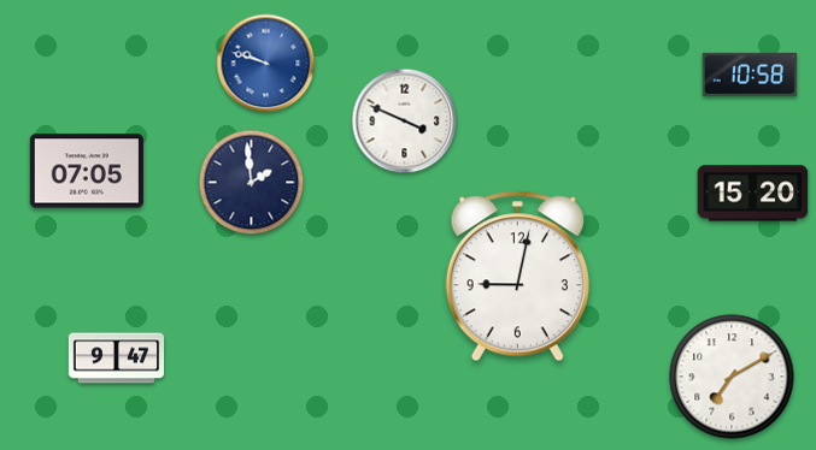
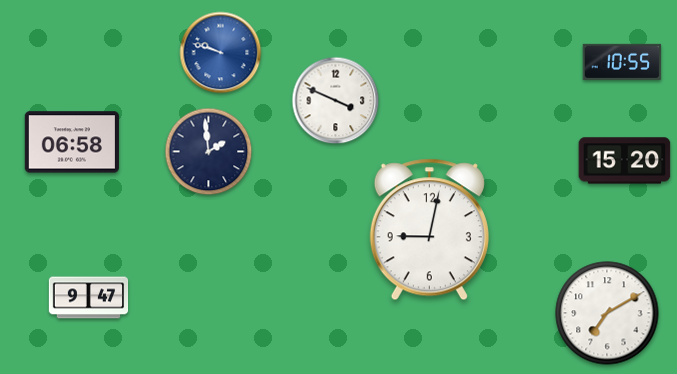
clock at (750, 75): 10:58 -> 10:55
clock at (87, 171): 07:05 -> 06:58
clock at (117, 359) position: (117, 359) -> (89, 298)
